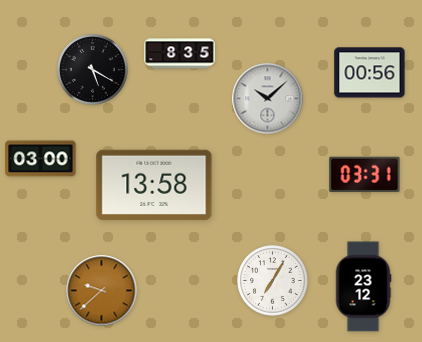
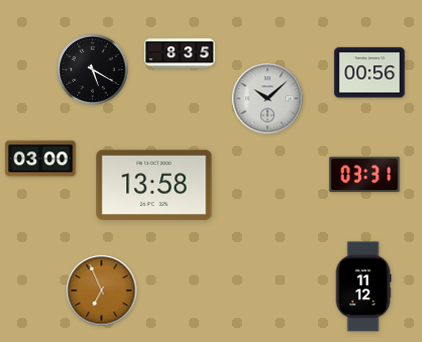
clock at (273, 281): 7:05 -> none
clock at (363, 287): 23:12 -> 11:12
clock at (102, 291): 9:38 -> 6:56
